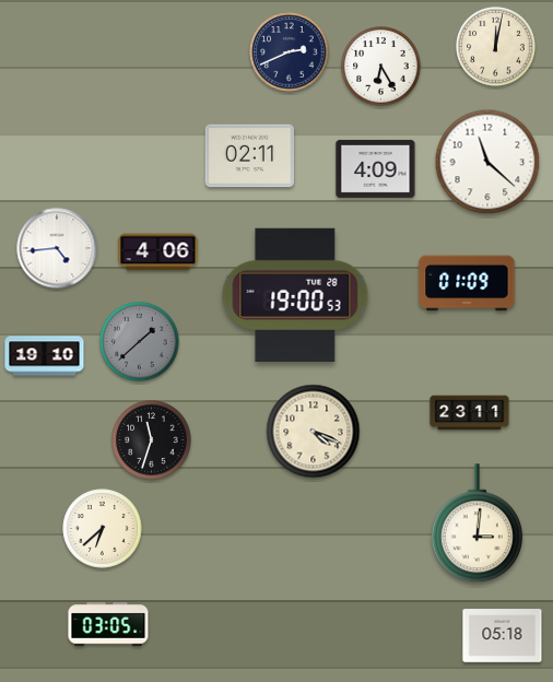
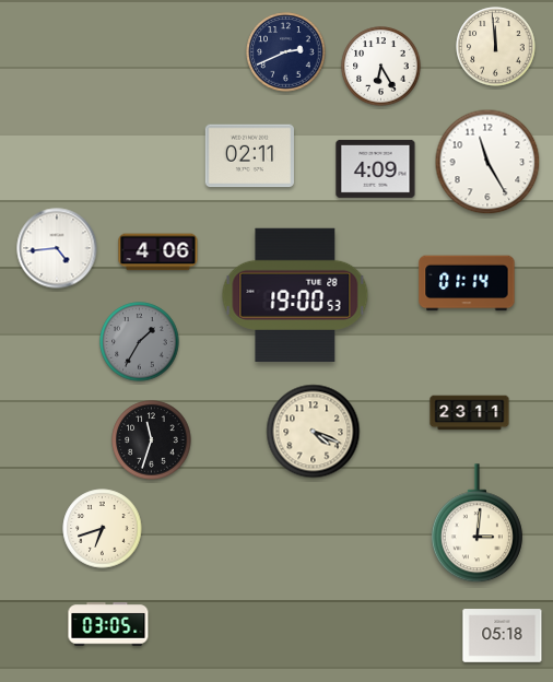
clock at (496, 47): 12:02 -> 11:59
clock at (290, 52) position: (290, 52) -> (286, 52)
clock at (487, 162): 11:22 -> 11:25
clock at (467, 283): 01:09 -> 01:14
clock at (140, 342): 1:38 -> 1:35
clock at (45, 356): 19:10 -> none
clock at (103, 529): 6:38 -> 6:42
